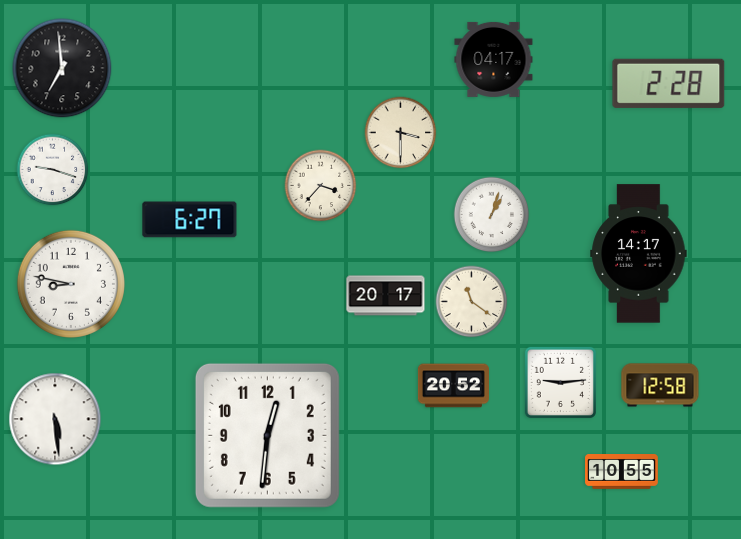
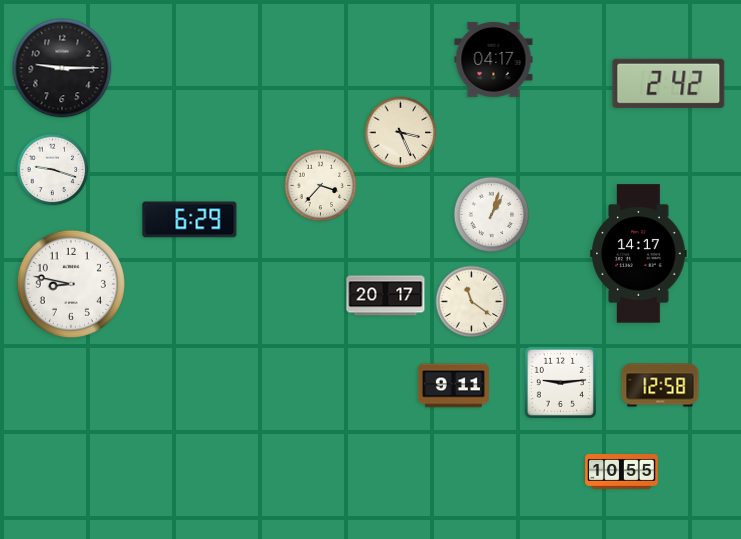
clock at (62, 68): 6:59 -> 9:15
clock at (669, 83): 2:28 -> 2:42
clock at (401, 133): 3:30 -> 3:26
clock at (190, 220): 6:27 -> 6:29
clock at (453, 386): 20:52 -> 9:11
clock at (55, 419): 5:29 -> none
clock at (267, 435): 12:31 -> none
